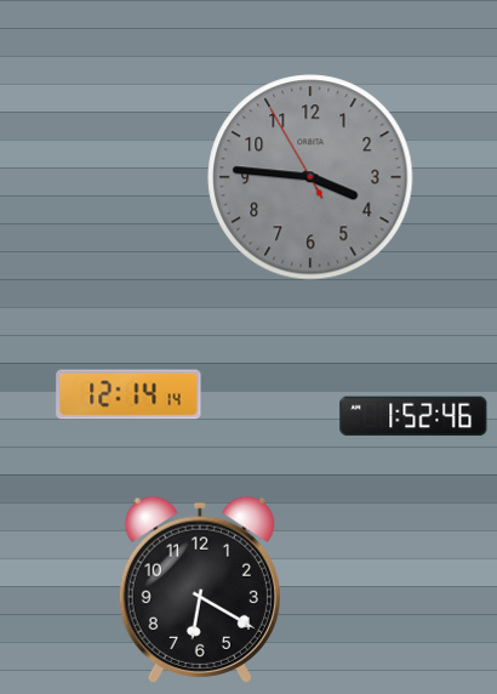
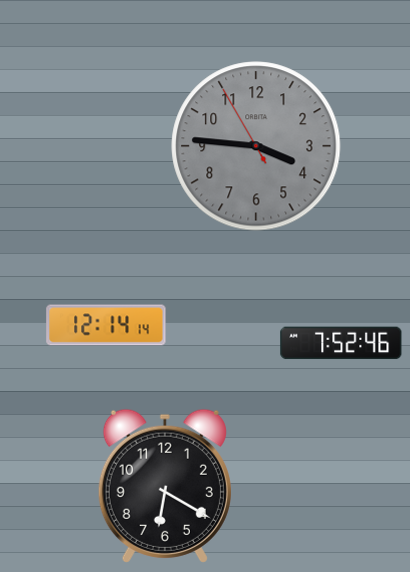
clock at (413, 416): 1:52 -> 7:52
